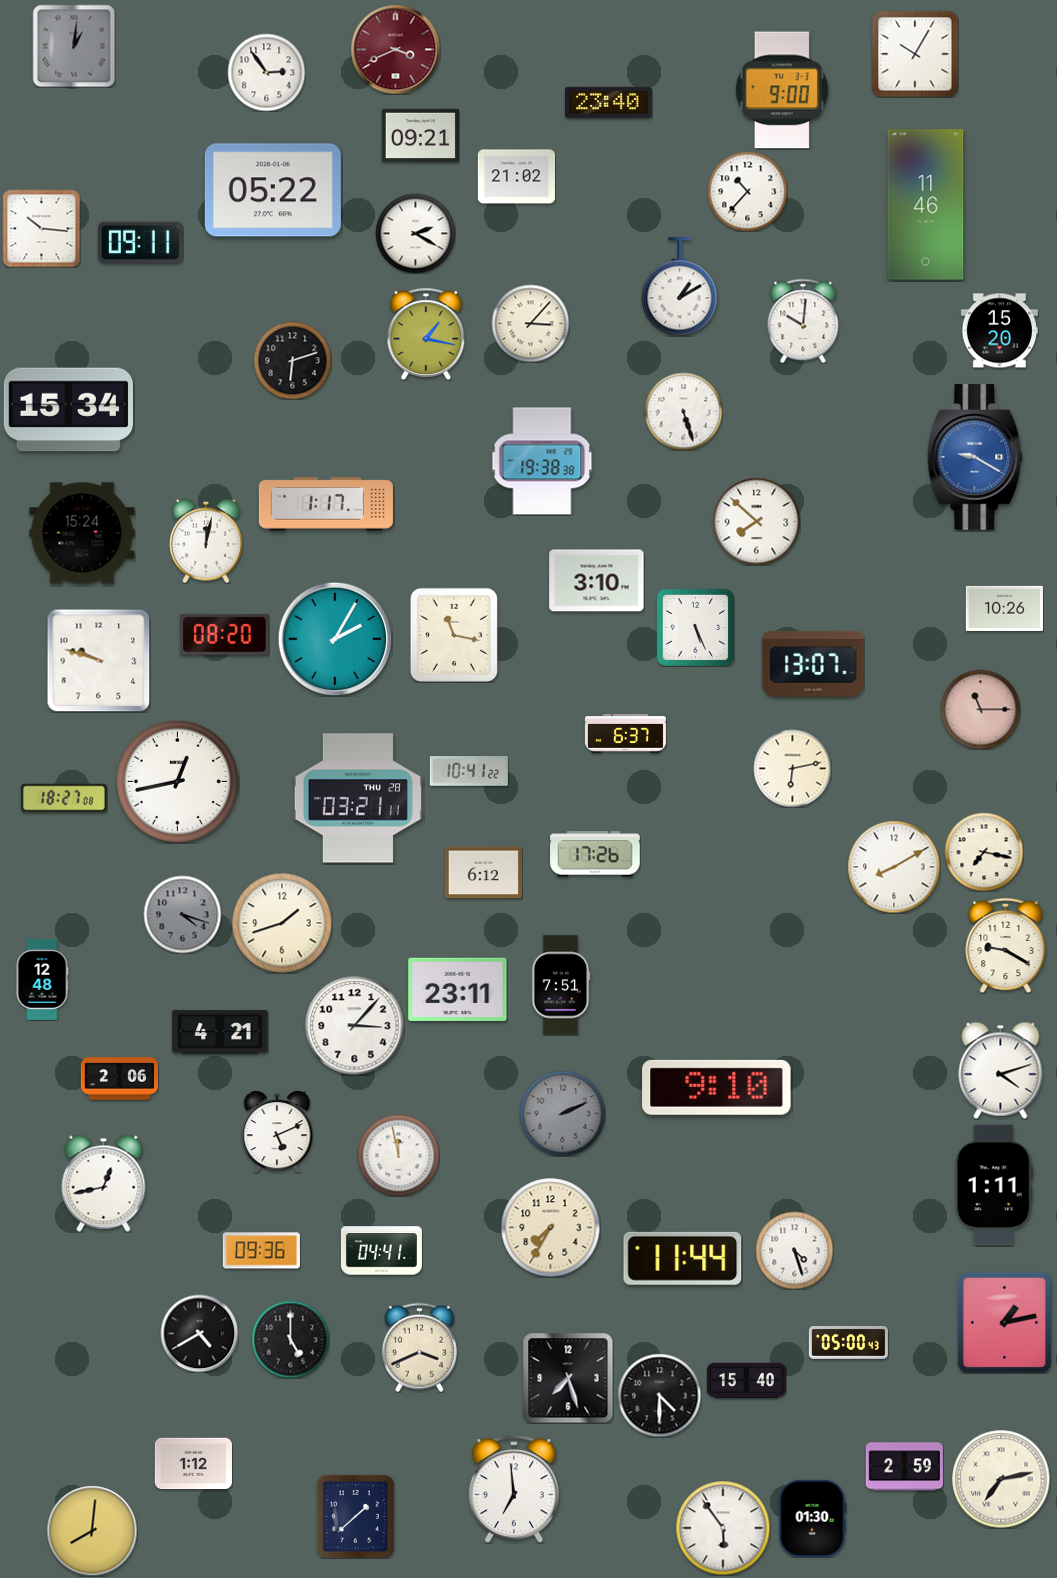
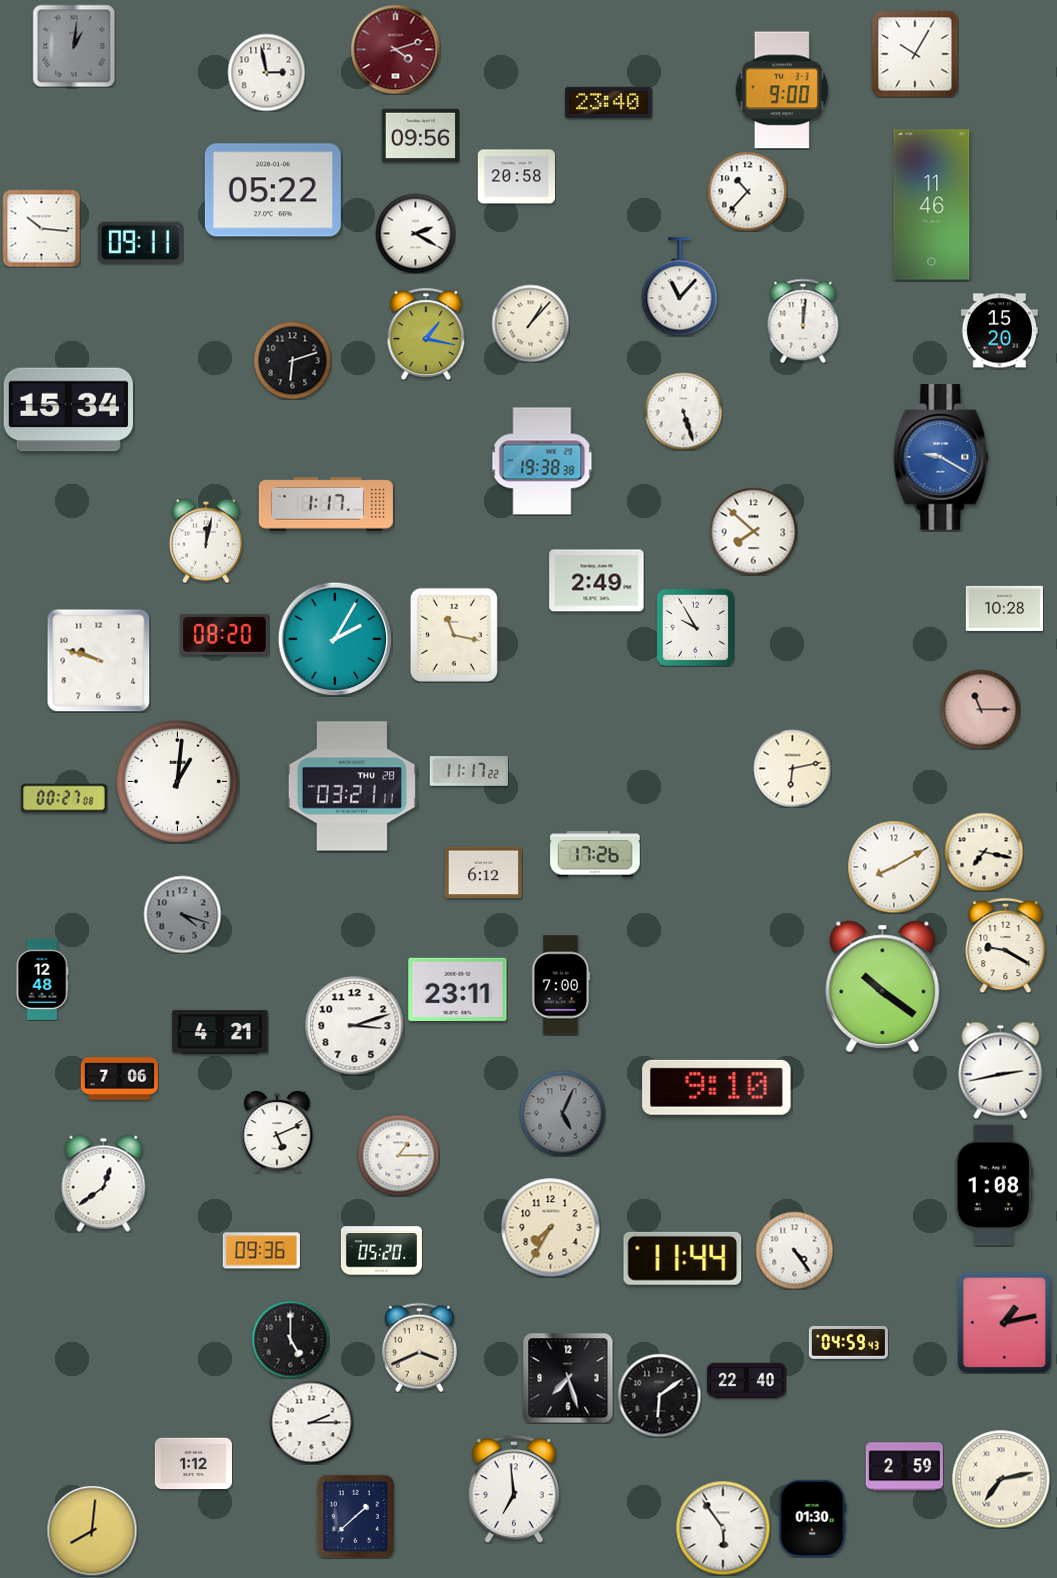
clock at (395, 49): 3:41 -> 4:12
clock at (266, 72): 2:54 -> 2:58
clock at (420, 135): 09:21 -> 09:56
clock at (516, 177): 21:02 -> 20:58
clock at (926, 205) position: (926, 205) -> (932, 205)
clock at (680, 287): 1:10 -> 11:07
clock at (803, 321): 10:01 -> 12:01
clock at (530, 323): 3:07 -> 1:07
clock at (975, 457) position: (975, 457) -> (941, 457)
clock at (756, 521) position: (756, 521) -> (753, 531)
clock at (82, 533): 15:24 -> none
clock at (597, 581): 3:10 -> 2:49
clock at (1004, 608): 10:26 -> 10:28
clock at (695, 627): 5:26 -> 9:55
clock at (813, 665): 13:07 -> none
clock at (625, 734): 6:37 -> none
clock at (469, 771): 10:41 -> 11:17
clock at (177, 781): 12:43 -> 1:01
clock at (65, 798): 18:27 -> 00:27
clock at (358, 798) position: (358, 798) -> (352, 786)
clock at (282, 923): 1:42 -> none
clock at (561, 985): 7:51 -> 7:00
clock at (883, 986): none -> 10:21
clock at (355, 1026): 3:07 -> 3:12
clock at (1001, 1070): 4:12 -> 2:43
clock at (119, 1079): 2:06 -> 7:06
clock at (562, 1113): 2:11 -> 5:04
clock at (398, 1155): 11:58 -> 1:15
clock at (104, 1183): 12:43 -> 12:39
clock at (994, 1185): 1:11 -> 1:08
clock at (794, 1250): 4:27 -> 4:24
clock at (381, 1251): 04:41 -> 05:20
clock at (199, 1333): 4:40 -> none
clock at (848, 1342): 05:00 -> 04:59
clock at (746, 1381): 15:40 -> 22:40
clock at (659, 1395): 4:30 -> 6:09
clock at (311, 1422): none -> 2:15
